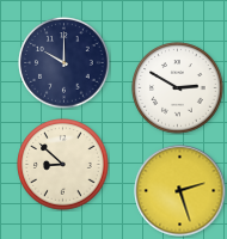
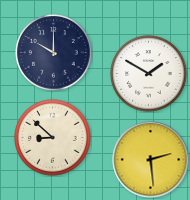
clock at (178, 88): 2:50 -> 1:50
clock at (180, 191): 2:27 -> 2:29
